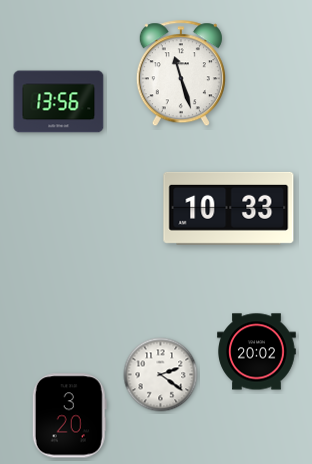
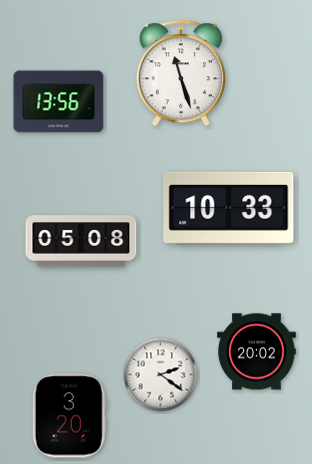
clock at (81, 241): none -> 05:08
